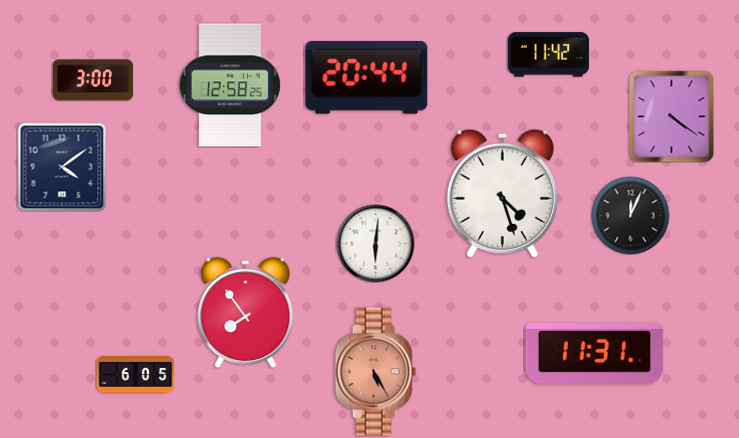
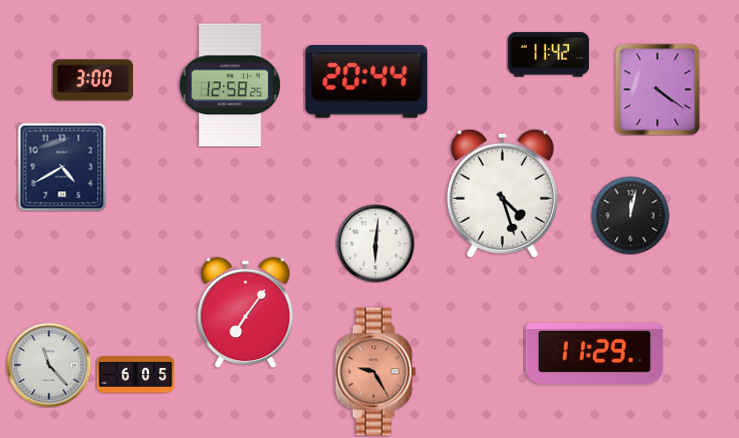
clock at (367, 78) position: (367, 78) -> (367, 82)
clock at (672, 116) position: (672, 116) -> (658, 89)
clock at (62, 167): 4:09 -> 4:40
clock at (630, 215): 12:04 -> 12:02
clock at (246, 312): 7:54 -> 7:06
clock at (595, 354): 11:31 -> 11:29
clock at (49, 365): none -> 11:23
clock at (375, 372): 5:25 -> 9:25
